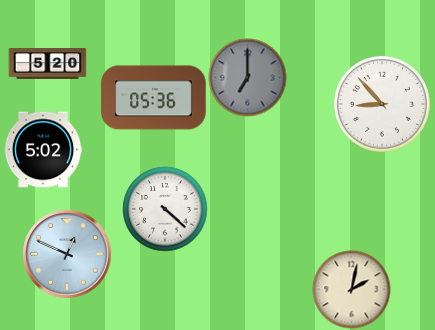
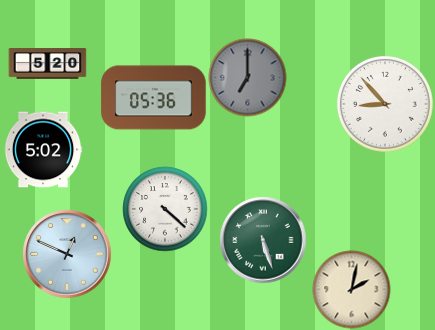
clock at (382, 104) position: (382, 104) -> (385, 104)
clock at (263, 240): none -> 5:27
